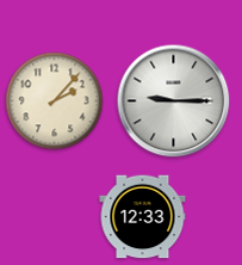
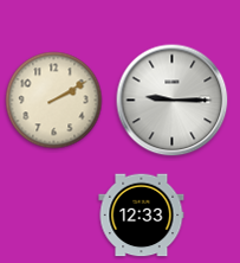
clock at (55, 101): 2:07 -> 2:10
